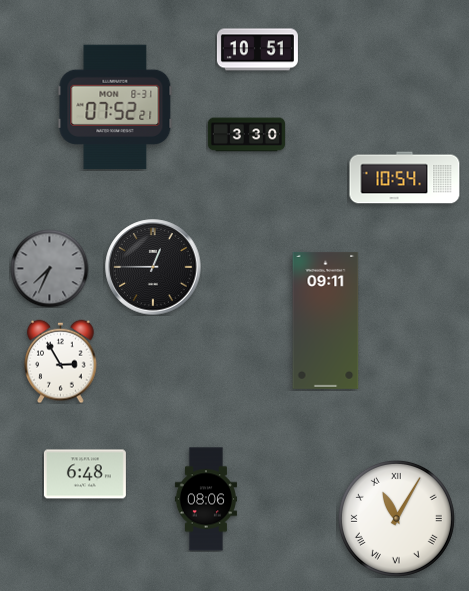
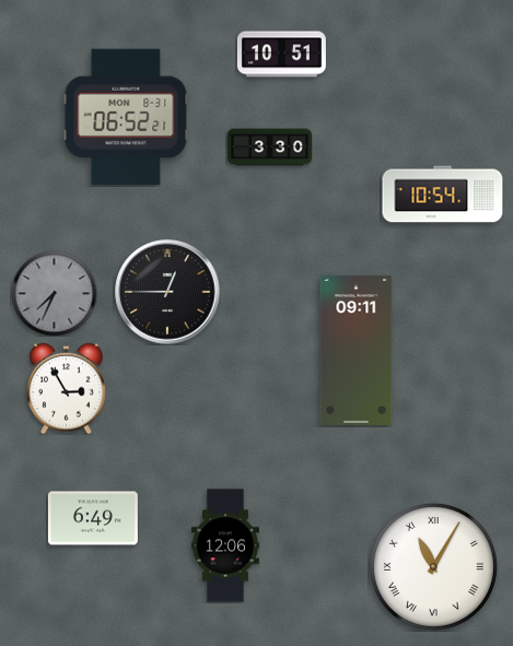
clock at (115, 107): 07:52 -> 06:52
clock at (61, 361) position: (61, 361) -> (67, 388)
clock at (85, 474): 6:48 -> 6:49
clock at (206, 499): 08:06 -> 12:06
